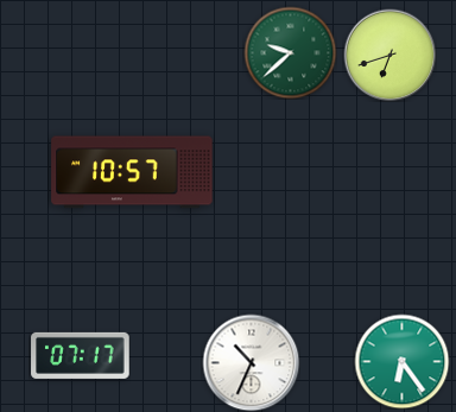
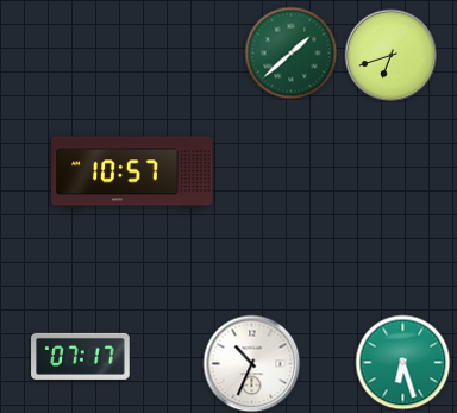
clock at (290, 52): 9:38 -> 1:38
clock at (401, 361): 6:24 -> 6:27
